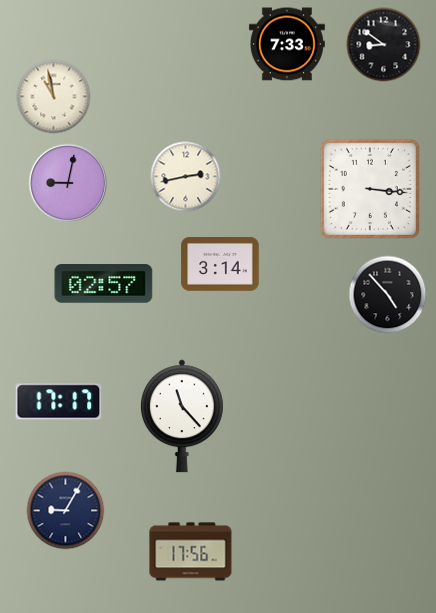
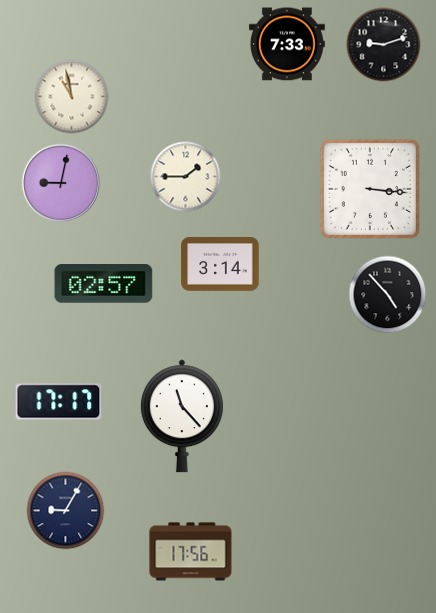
clock at (384, 45): 8:51 -> 9:12
clock at (54, 97) position: (54, 97) -> (72, 97)
clock at (186, 177): 2:43 -> 1:45
clock at (68, 183) position: (68, 183) -> (61, 183)
